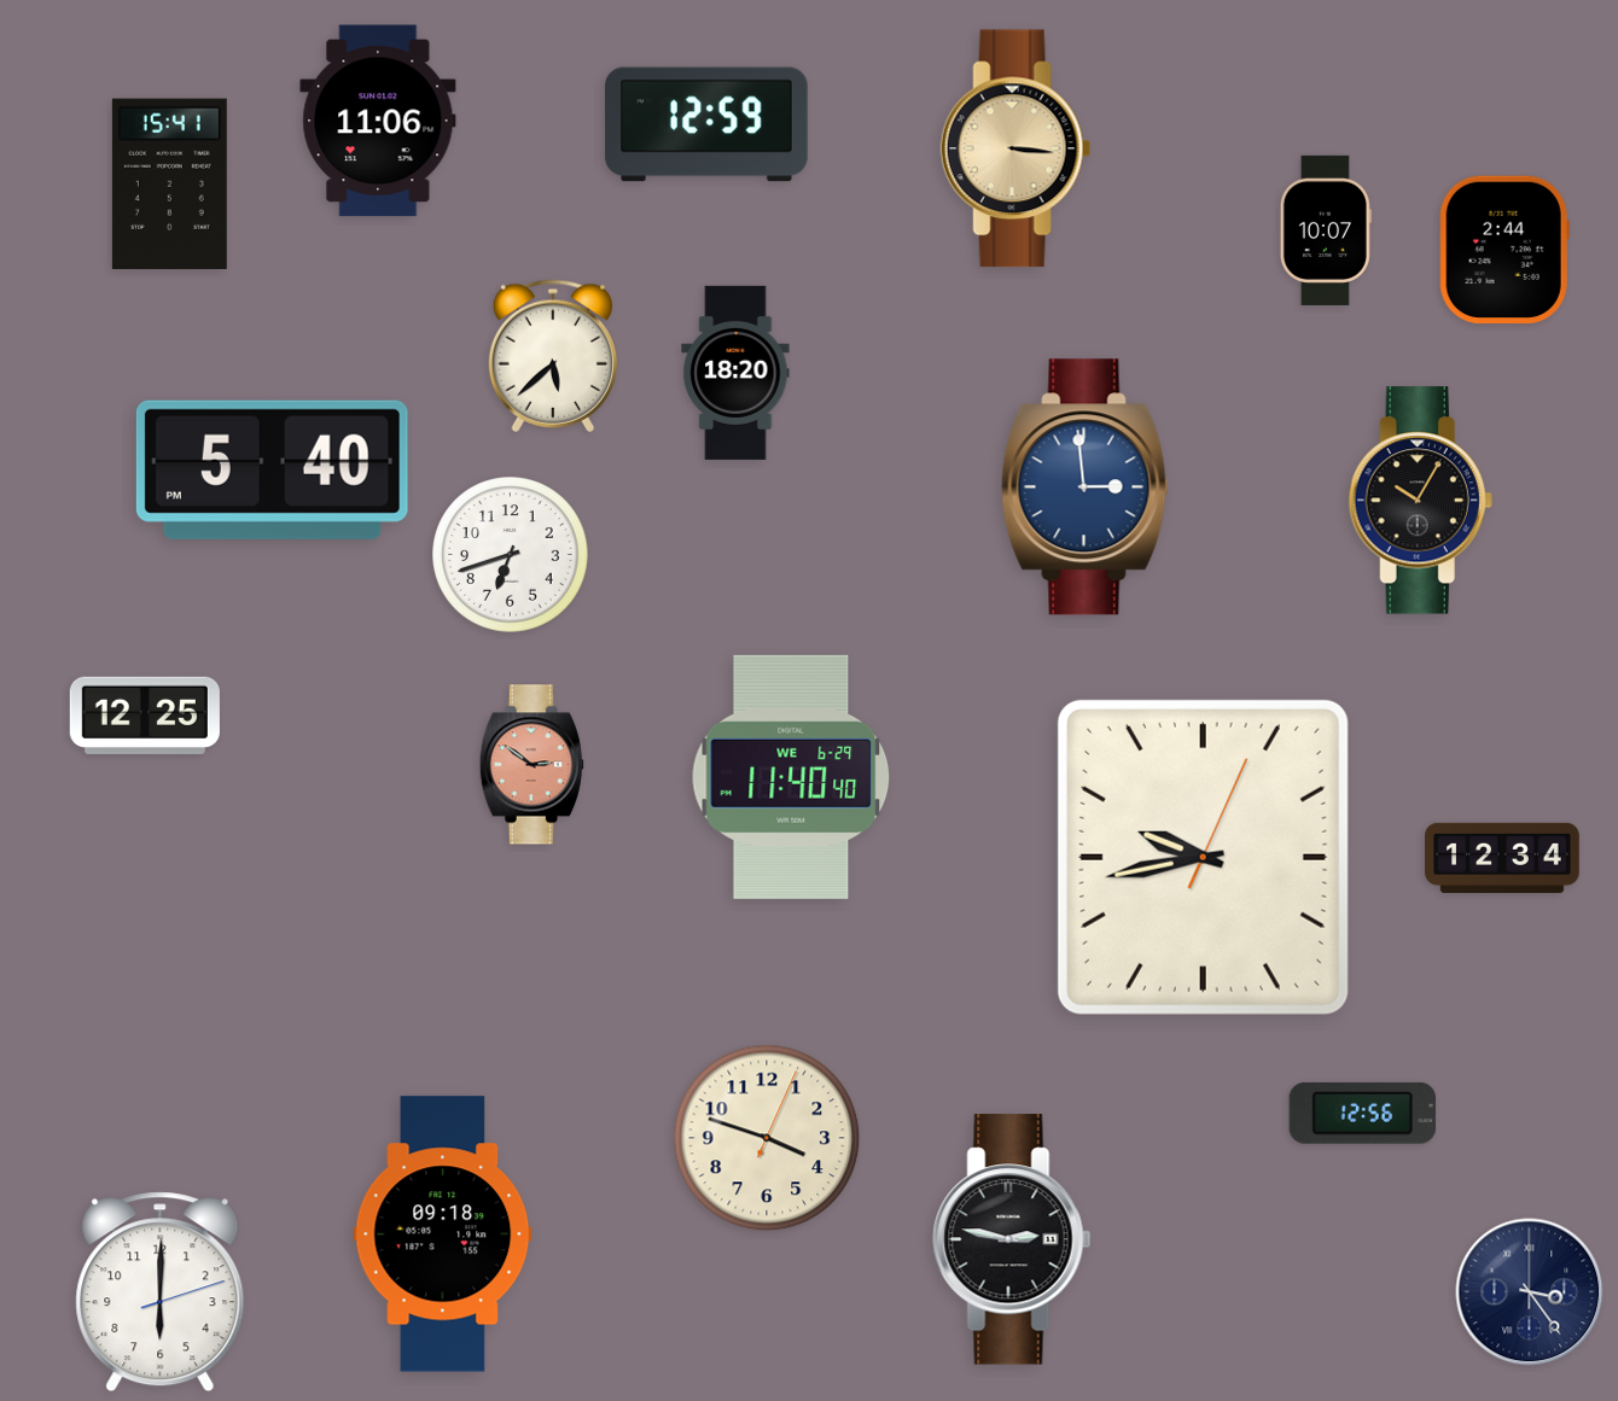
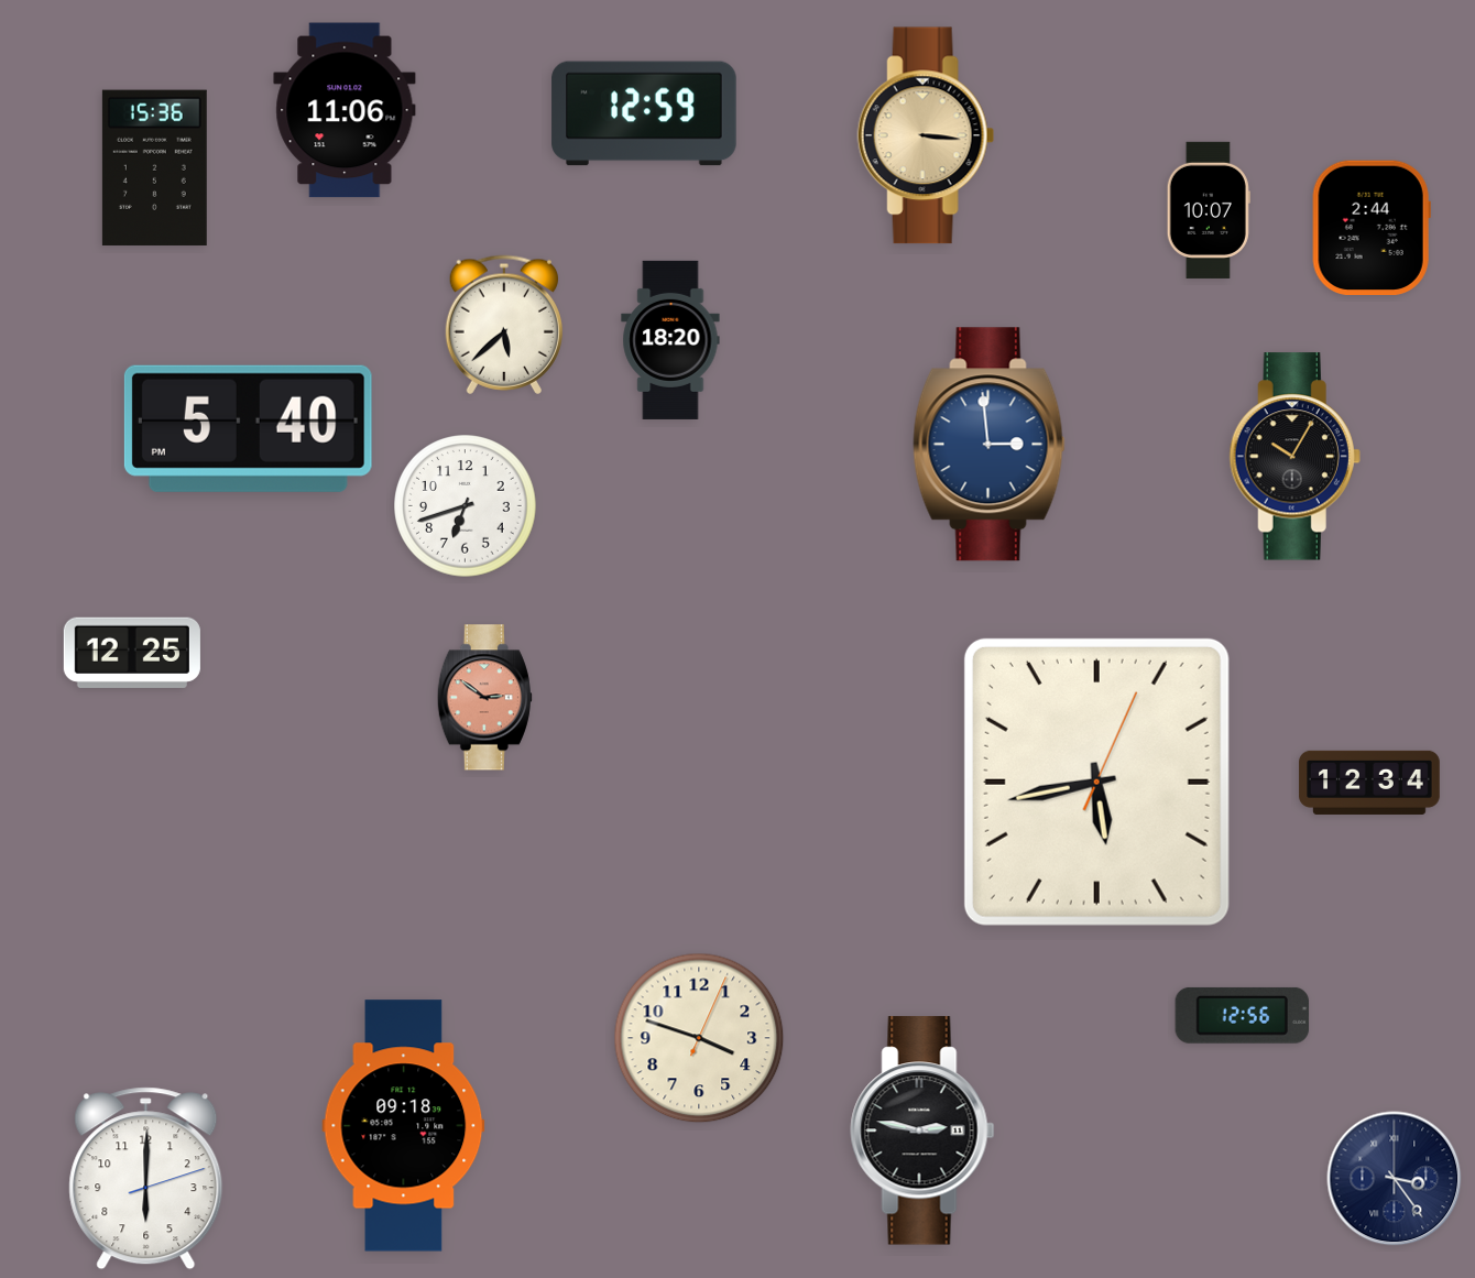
clock at (169, 183): 15:41 -> 15:36
clock at (791, 777): 11:40 -> none
clock at (1203, 857): 9:43 -> 5:43
